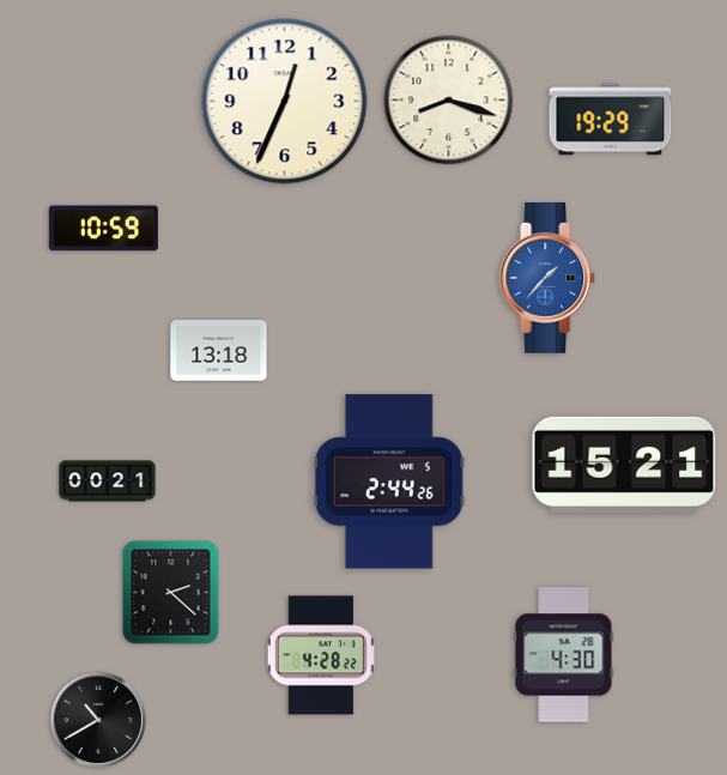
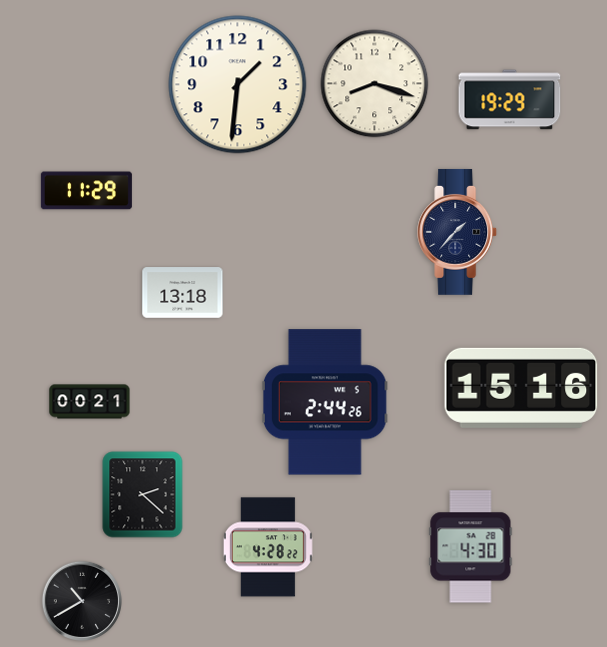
clock at (285, 102): 12:34 -> 1:31
clock at (103, 229): 10:59 -> 11:29
clock at (549, 278) dial: blue -> navy
clock at (624, 465): 15:21 -> 15:16
